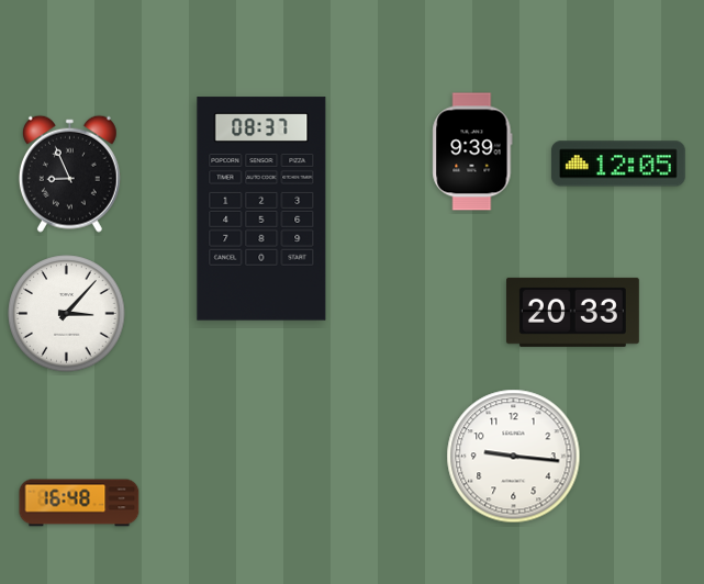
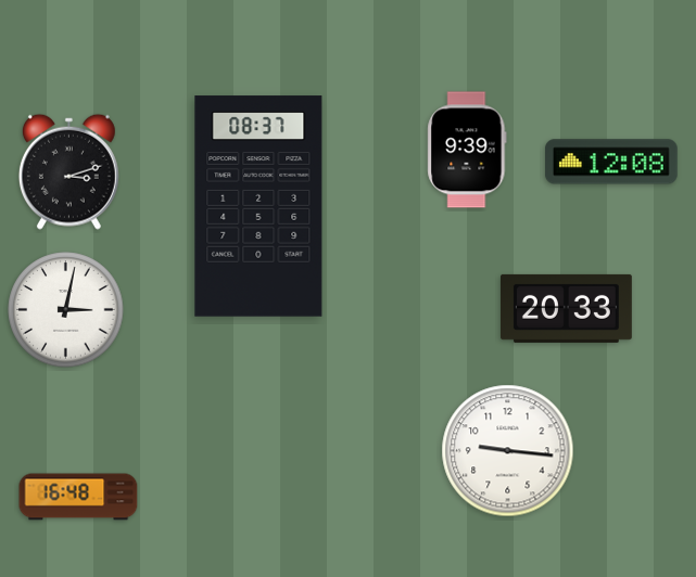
clock at (618, 164): 12:05 -> 12:08
clock at (69, 173): 8:56 -> 3:12
clock at (67, 314): 3:07 -> 3:02
